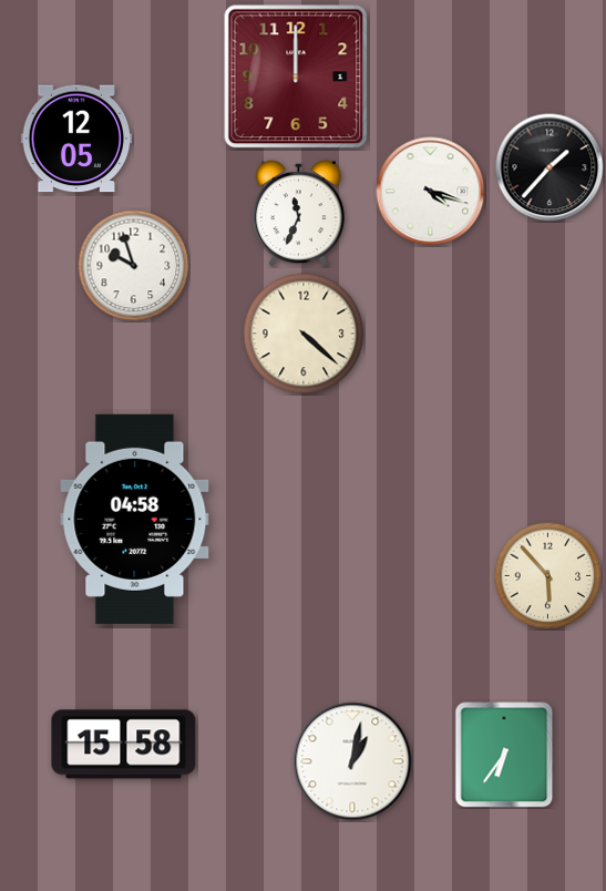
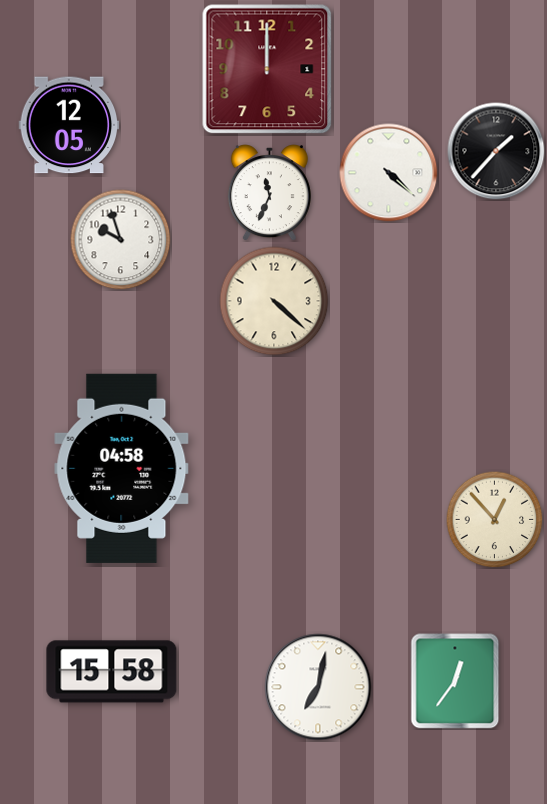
clock at (431, 192): 4:18 -> 4:22
clock at (547, 575): 5:53 -> 12:53
clock at (504, 755): 6:36 -> 12:36
clock at (352, 761): 1:02 -> 7:02
